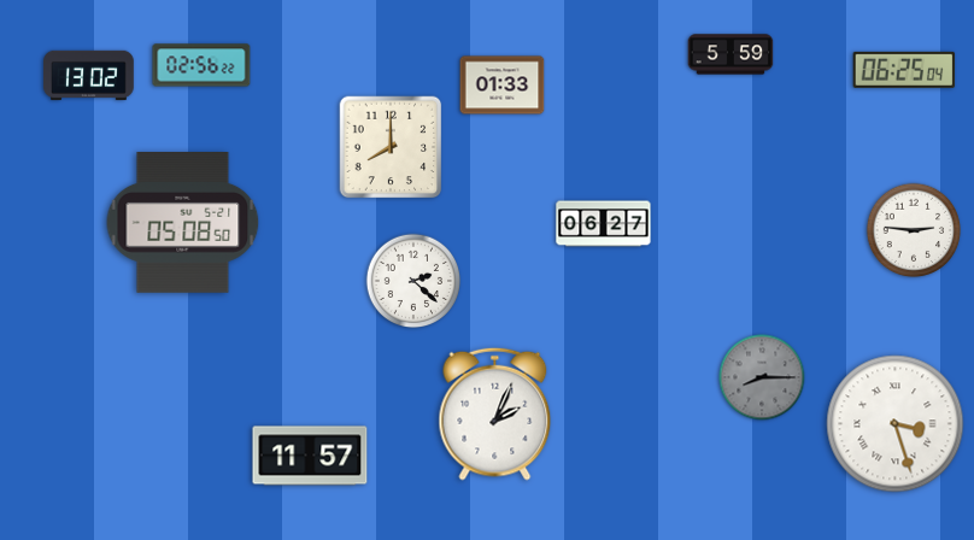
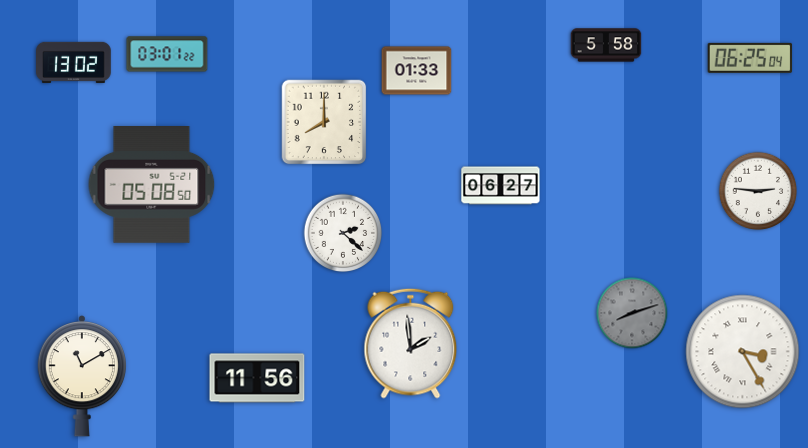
clock at (730, 54): 5:59 -> 5:58
clock at (201, 65): 02:56 -> 03:01
clock at (762, 377): 8:15 -> 8:12
clock at (495, 413): 2:04 -> 1:59
clock at (896, 424): 3:27 -> 3:25
clock at (81, 377): none -> 11:10
clock at (310, 456): 11:57 -> 11:56
